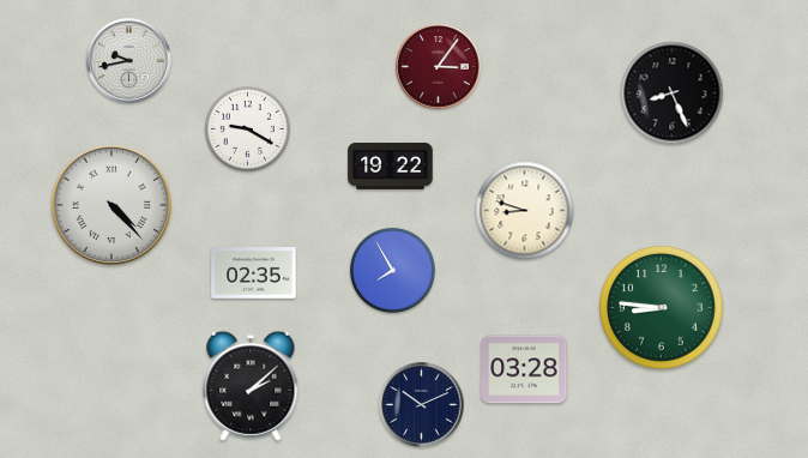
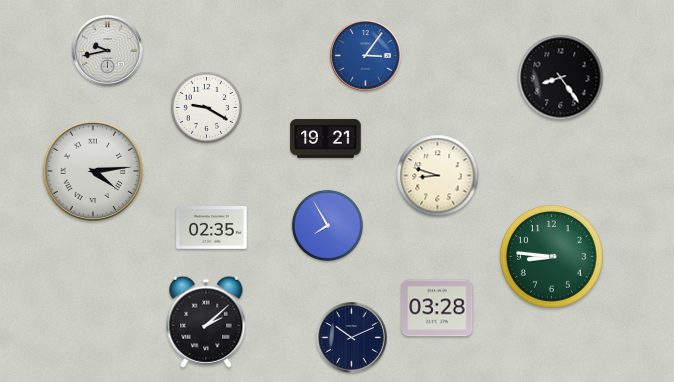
clock at (439, 67) dial: burgundy -> blue
clock at (673, 94): 8:26 -> 8:24
clock at (391, 167): 19:22 -> 19:21
clock at (110, 204): 4:23 -> 4:14
clock at (251, 386) position: (251, 386) -> (206, 322)
